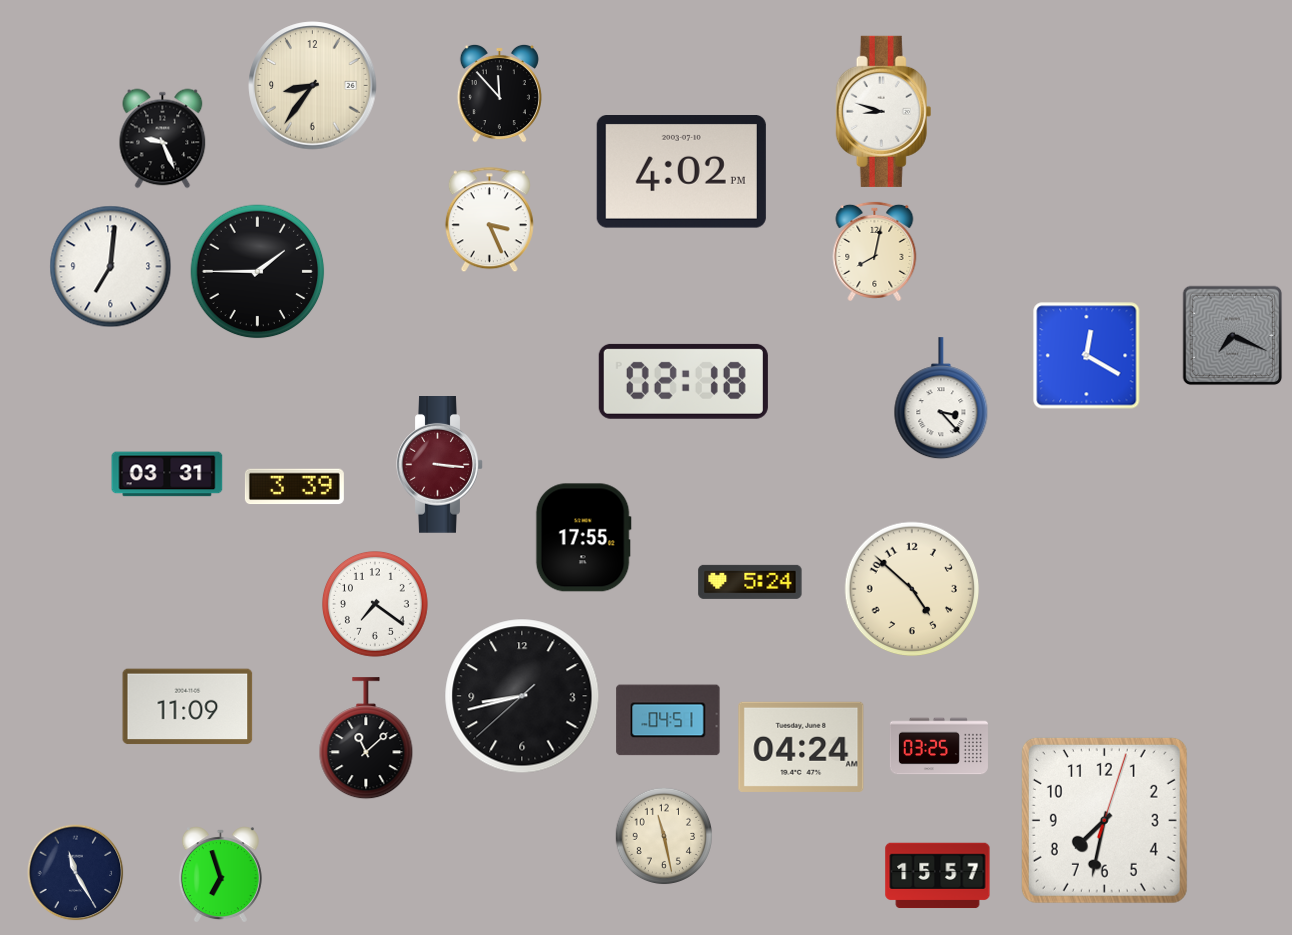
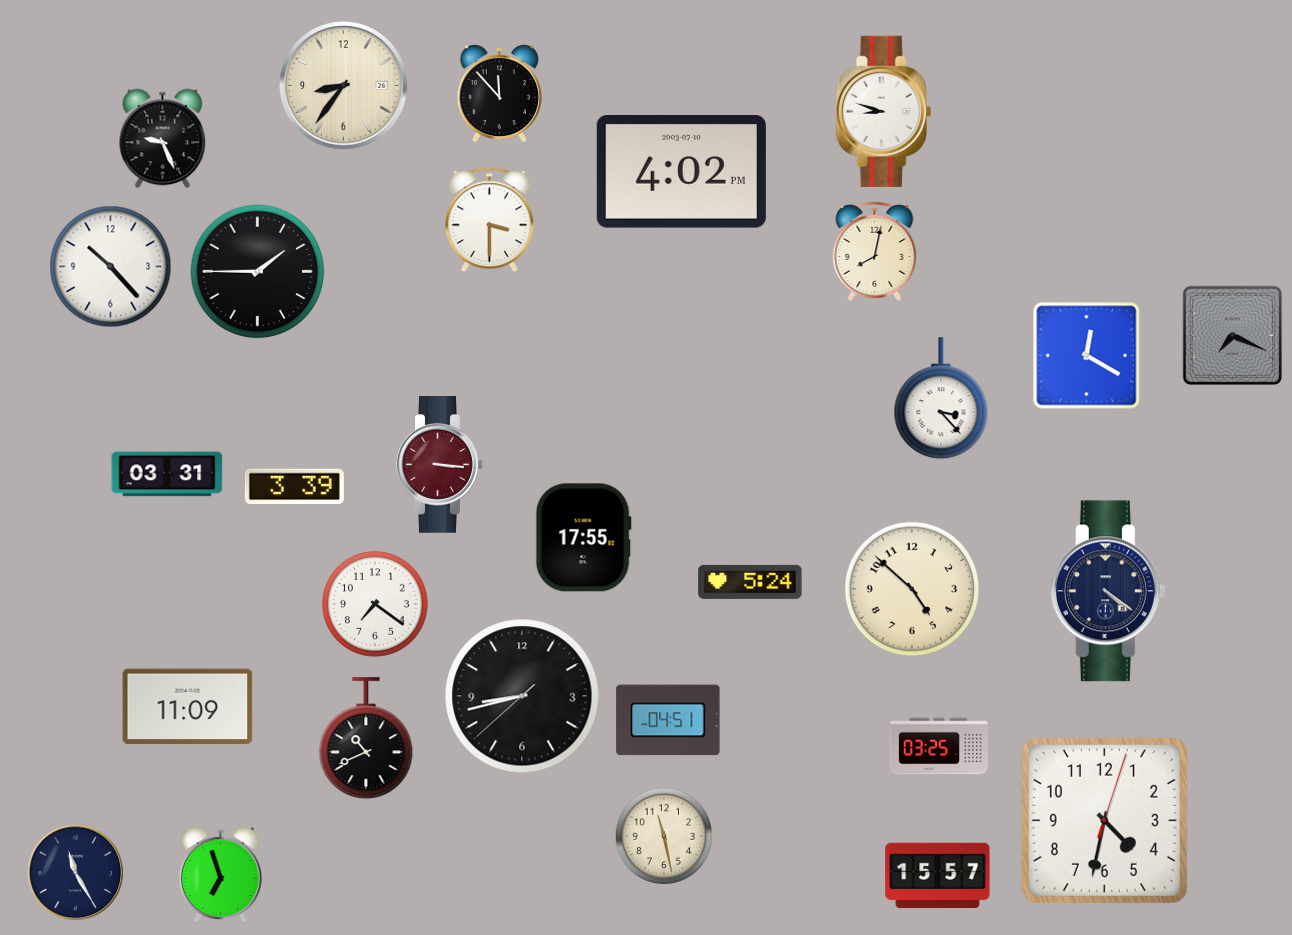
clock at (313, 86) position: (313, 86) -> (344, 86)
clock at (489, 220): 3:26 -> 3:30
clock at (111, 267): 7:01 -> 10:23
clock at (683, 381): 02:18 -> none
clock at (1108, 591): none -> 4:21
clock at (366, 739): 11:08 -> 10:41
clock at (801, 747): 04:24 -> none
clock at (1104, 820): 7:32 -> 4:32
